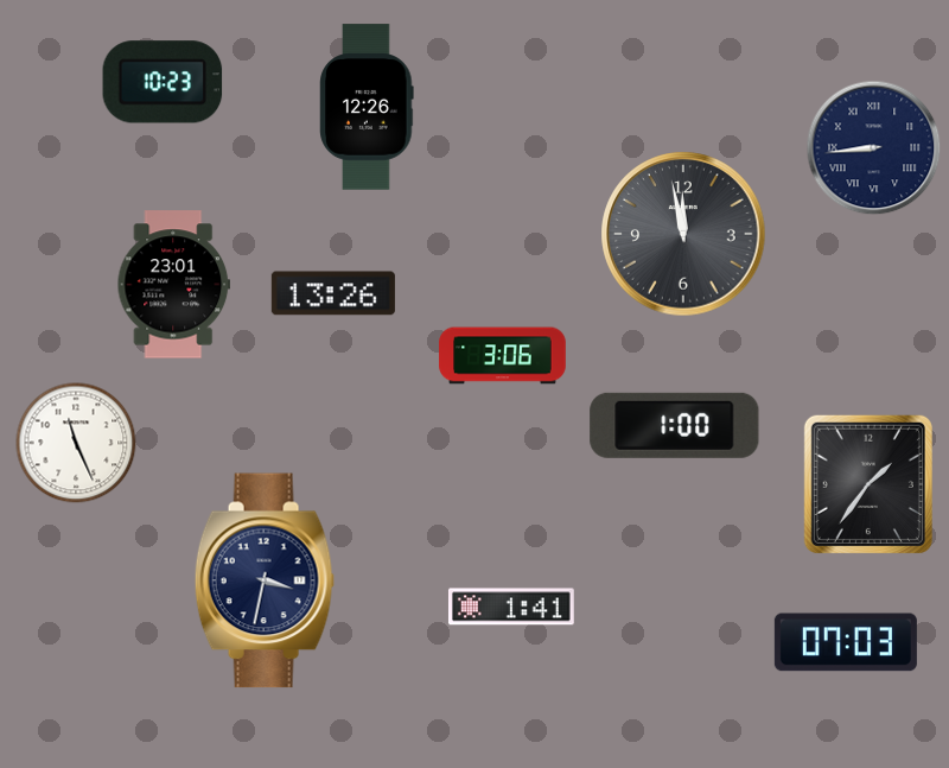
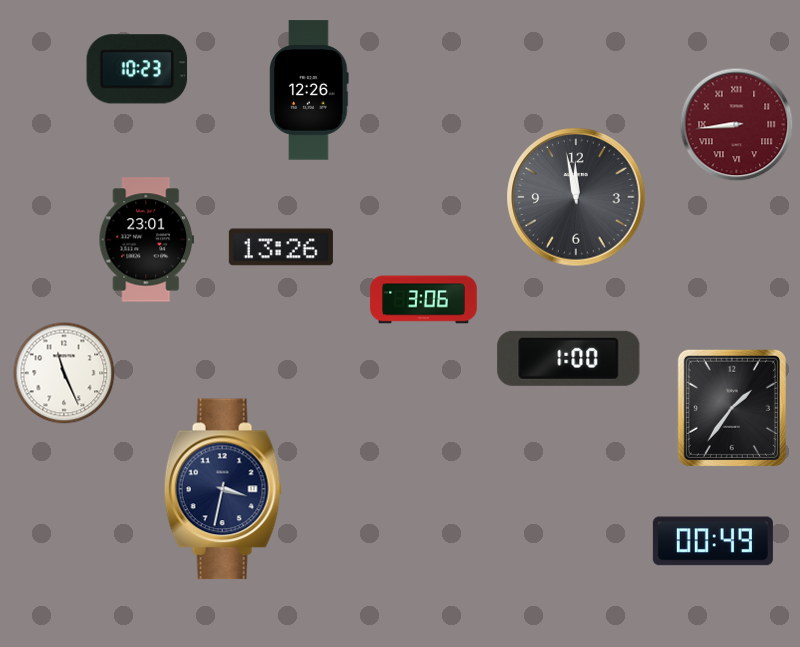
clock at (874, 148) dial: navy -> burgundy
clock at (511, 607): 1:41 -> none
clock at (846, 642): 07:03 -> 00:49
